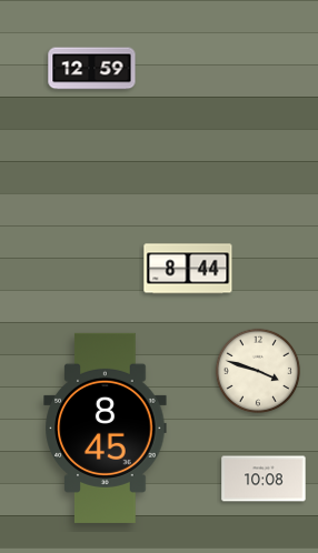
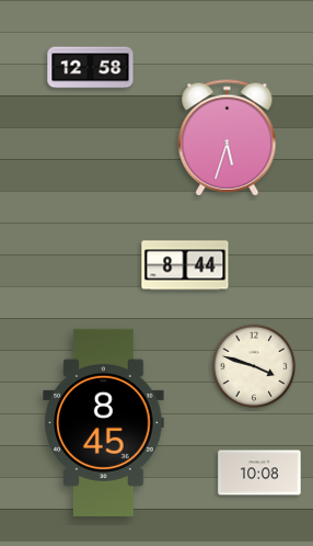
clock at (92, 69): 12:59 -> 12:58
clock at (228, 138): none -> 5:33
